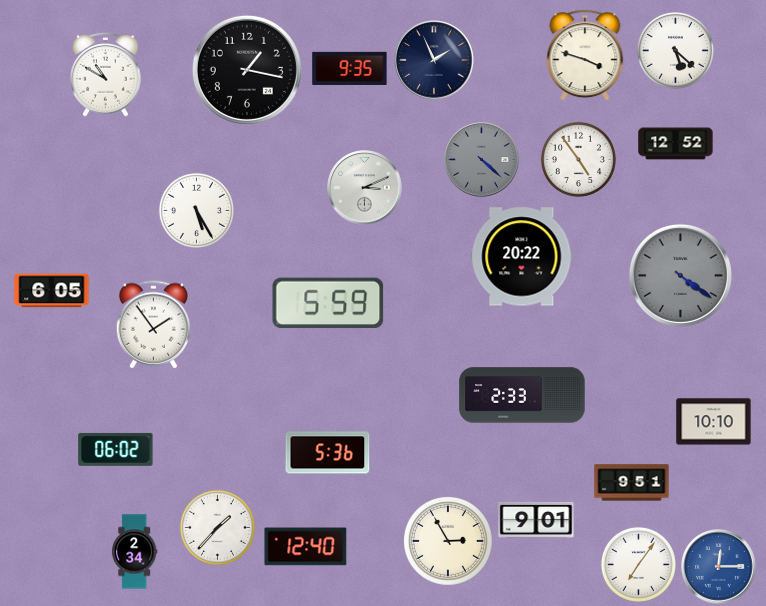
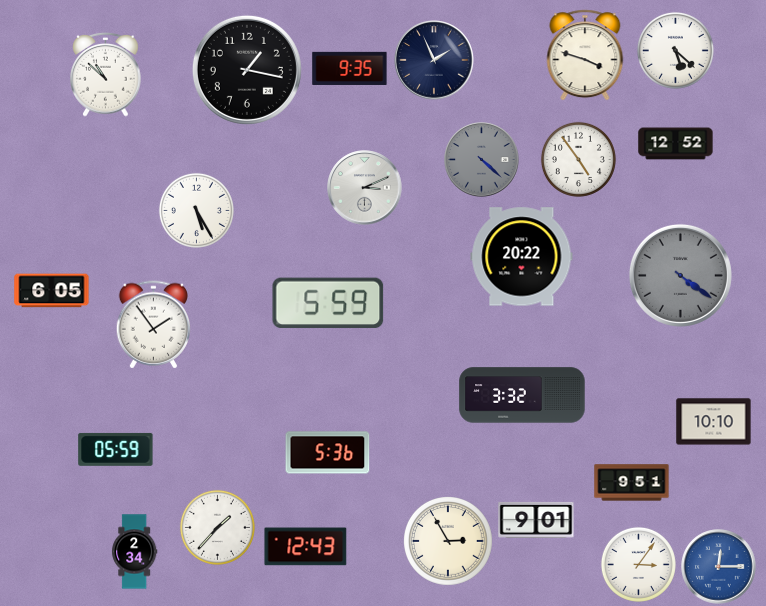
clock at (106, 74): 10:50 -> 10:52
clock at (522, 395): 2:33 -> 3:32
clock at (116, 449): 06:02 -> 05:59
clock at (306, 547): 12:40 -> 12:43
clock at (638, 564): 7:06 -> 3:06
